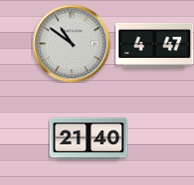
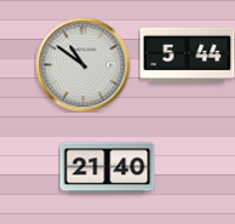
clock at (71, 43) position: (71, 43) -> (82, 64)
clock at (154, 45): 4:47 -> 5:44
